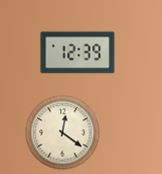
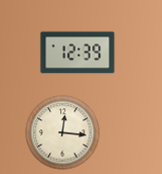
clock at (63, 133): 12:21 -> 12:16
